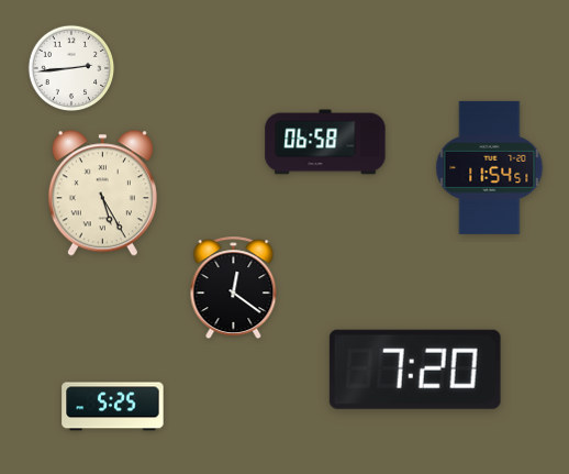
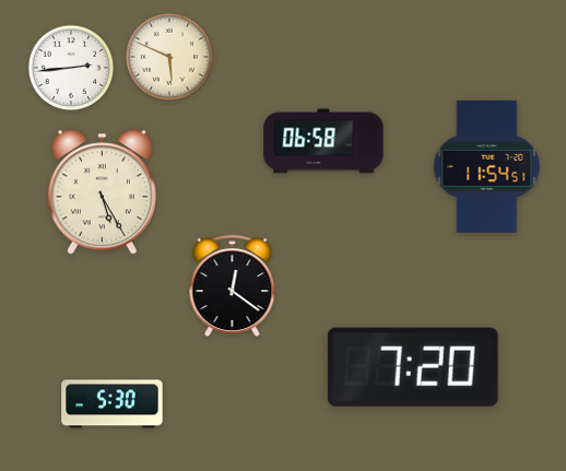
clock at (169, 57): none -> 5:49
clock at (113, 407): 5:25 -> 5:30
